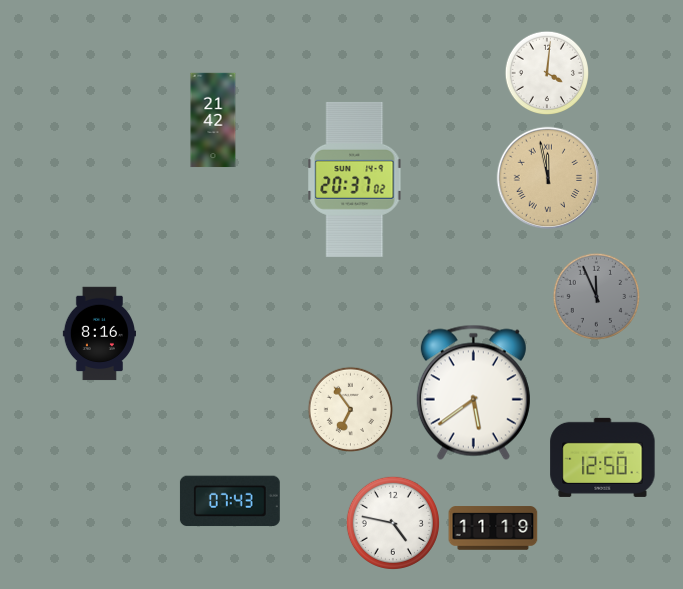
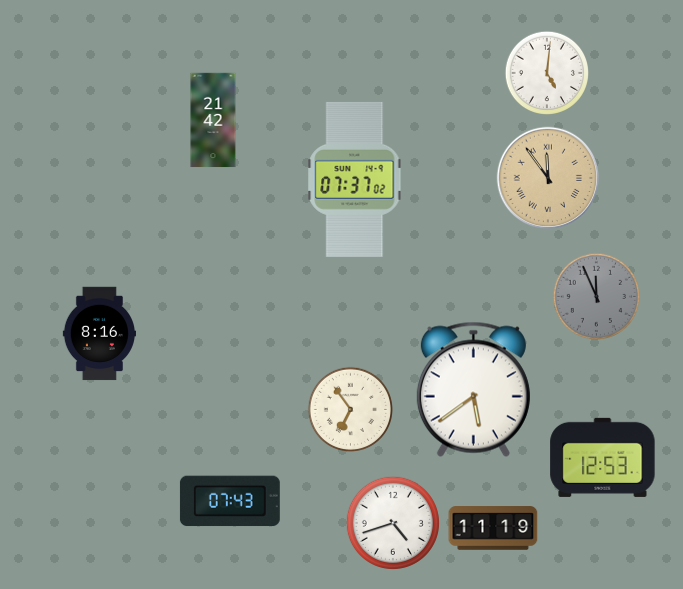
clock at (546, 72): 4:01 -> 5:01
clock at (548, 178): 11:58 -> 11:54
clock at (355, 179): 20:37 -> 07:37
clock at (473, 392) position: (473, 392) -> (473, 389)
clock at (603, 457): 12:50 -> 12:53
clock at (393, 523): 4:47 -> 4:42
